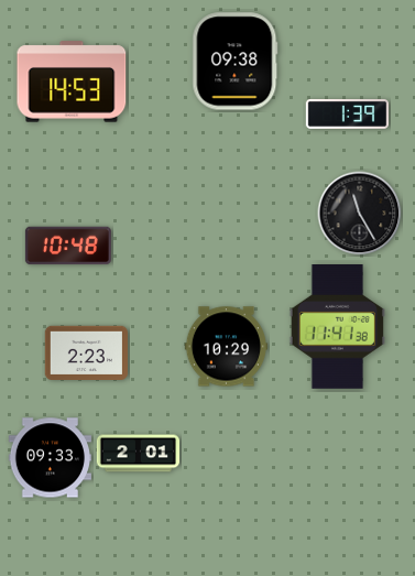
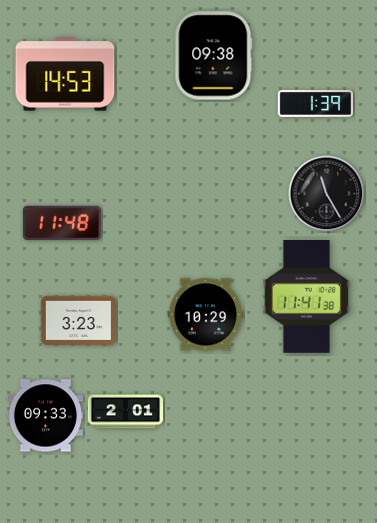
clock at (68, 246): 10:48 -> 11:48
clock at (86, 352): 2:23 -> 3:23
